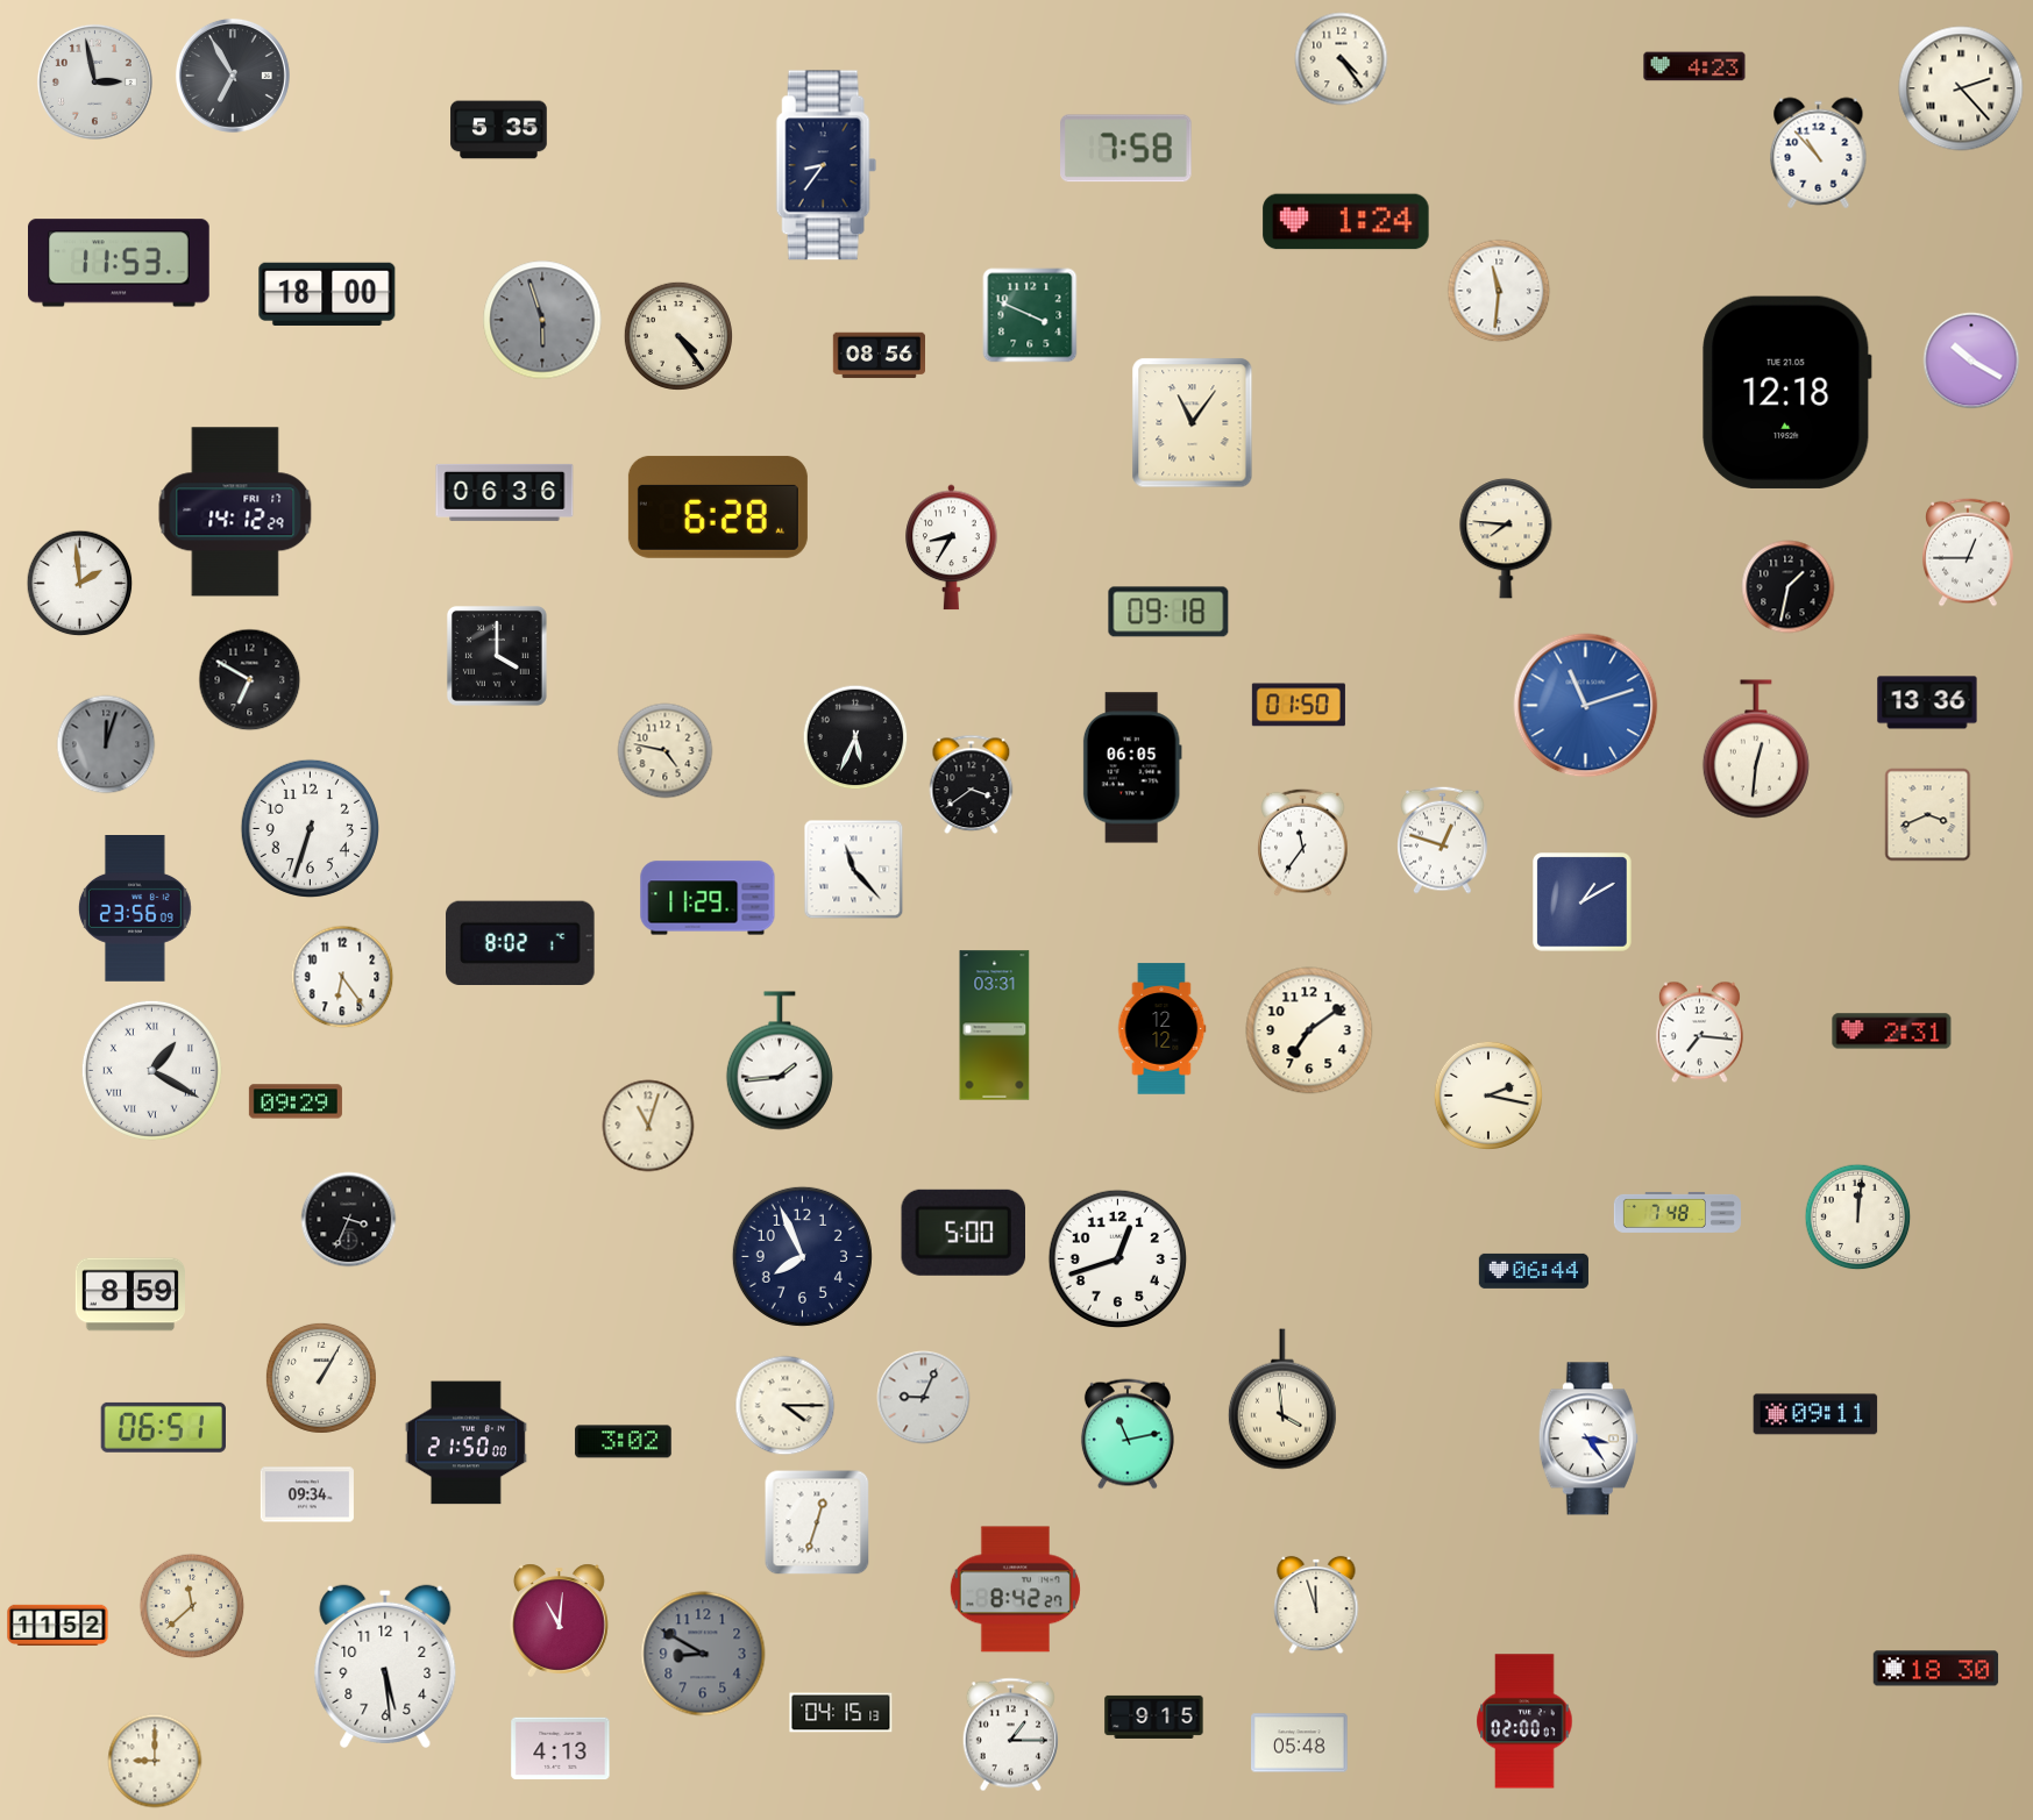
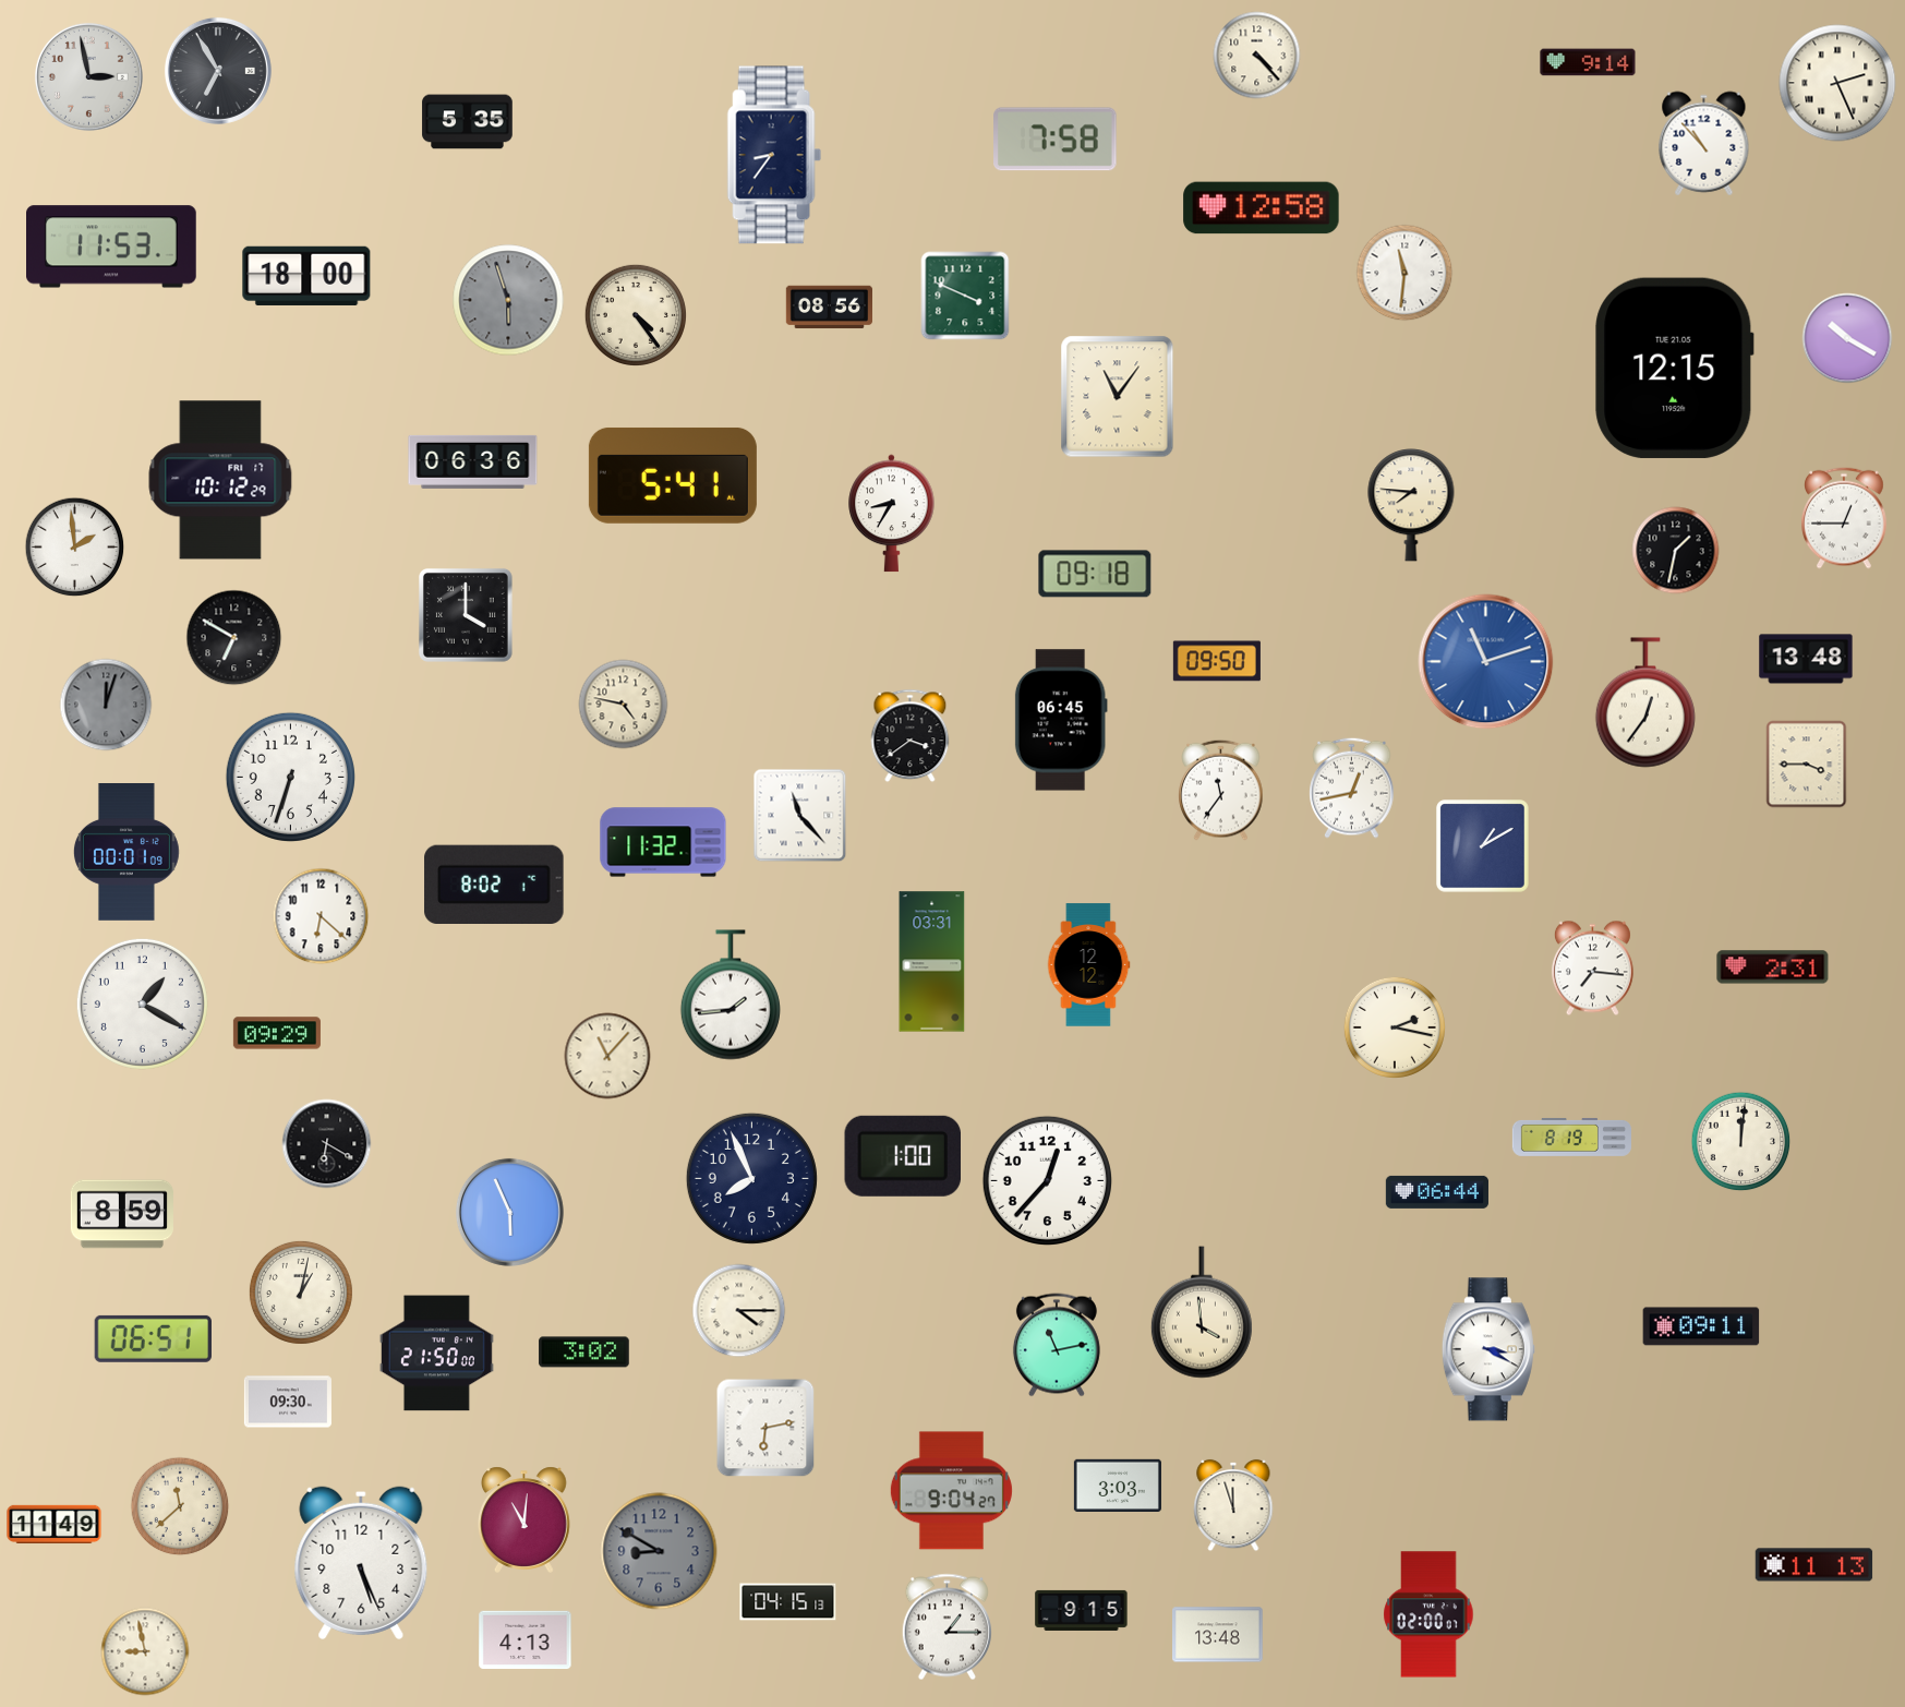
clock at (1342, 59): 4:24 -> 4:23
clock at (1694, 66): 4:23 -> 9:14
clock at (1961, 88): 2:23 -> 2:26
clock at (1346, 222): 1:24 -> 12:58
clock at (879, 356) position: (879, 356) -> (829, 308)
clock at (1787, 392): 12:18 -> 12:15
clock at (718, 507): 6:28 -> 5:41
clock at (235, 512): 14:12 -> 10:12
clock at (1927, 702): 13:36 -> 13:48
clock at (1299, 705): 01:50 -> 09:50
clock at (855, 737): 5:34 -> none
clock at (106, 744) position: (106, 744) -> (106, 705)
clock at (1756, 749): 12:31 -> 12:36
clock at (1132, 768): 06:05 -> 06:45
clock at (1928, 815): 3:41 -> 3:45
clock at (1443, 840): 12:48 -> 12:43
clock at (708, 898): 11:29 -> 11:32
clock at (135, 909): 23:56 -> 00:01
clock at (520, 942) position: (520, 942) -> (494, 883)
clock at (342, 977): 6:24 -> 6:22
clock at (1309, 1030): 7:09 -> none
clock at (151, 1070) numerals: Roman -> Arabic
clock at (648, 1126): 11:03 -> 11:07
clock at (1677, 1212): 7:48 -> 8:19
clock at (349, 1220): 3:34 -> 6:20
clock at (962, 1233): 5:00 -> 1:00
clock at (1117, 1258): 12:42 -> 12:37
clock at (509, 1212): none -> 5:56
clock at (321, 1378): 1:05 -> 1:02
clock at (924, 1398): 9:04 -> none
clock at (786, 1406) position: (786, 1406) -> (739, 1311)
clock at (1588, 1439): 3:24 -> 3:20
clock at (307, 1494): 09:34 -> 09:30
clock at (817, 1522): 12:33 -> 6:13
clock at (1118, 1484): none -> 3:03
clock at (1015, 1590): 8:42 -> 9:04
clock at (58, 1625): 11:52 -> 11:49
clock at (385, 1666): 5:29 -> 5:26
clock at (1936, 1669): 18:30 -> 11:13
clock at (841, 1713) position: (841, 1713) -> (788, 1602)
clock at (1300, 1743): 05:48 -> 13:48
clock at (155, 1761): 9:00 -> 8:58
